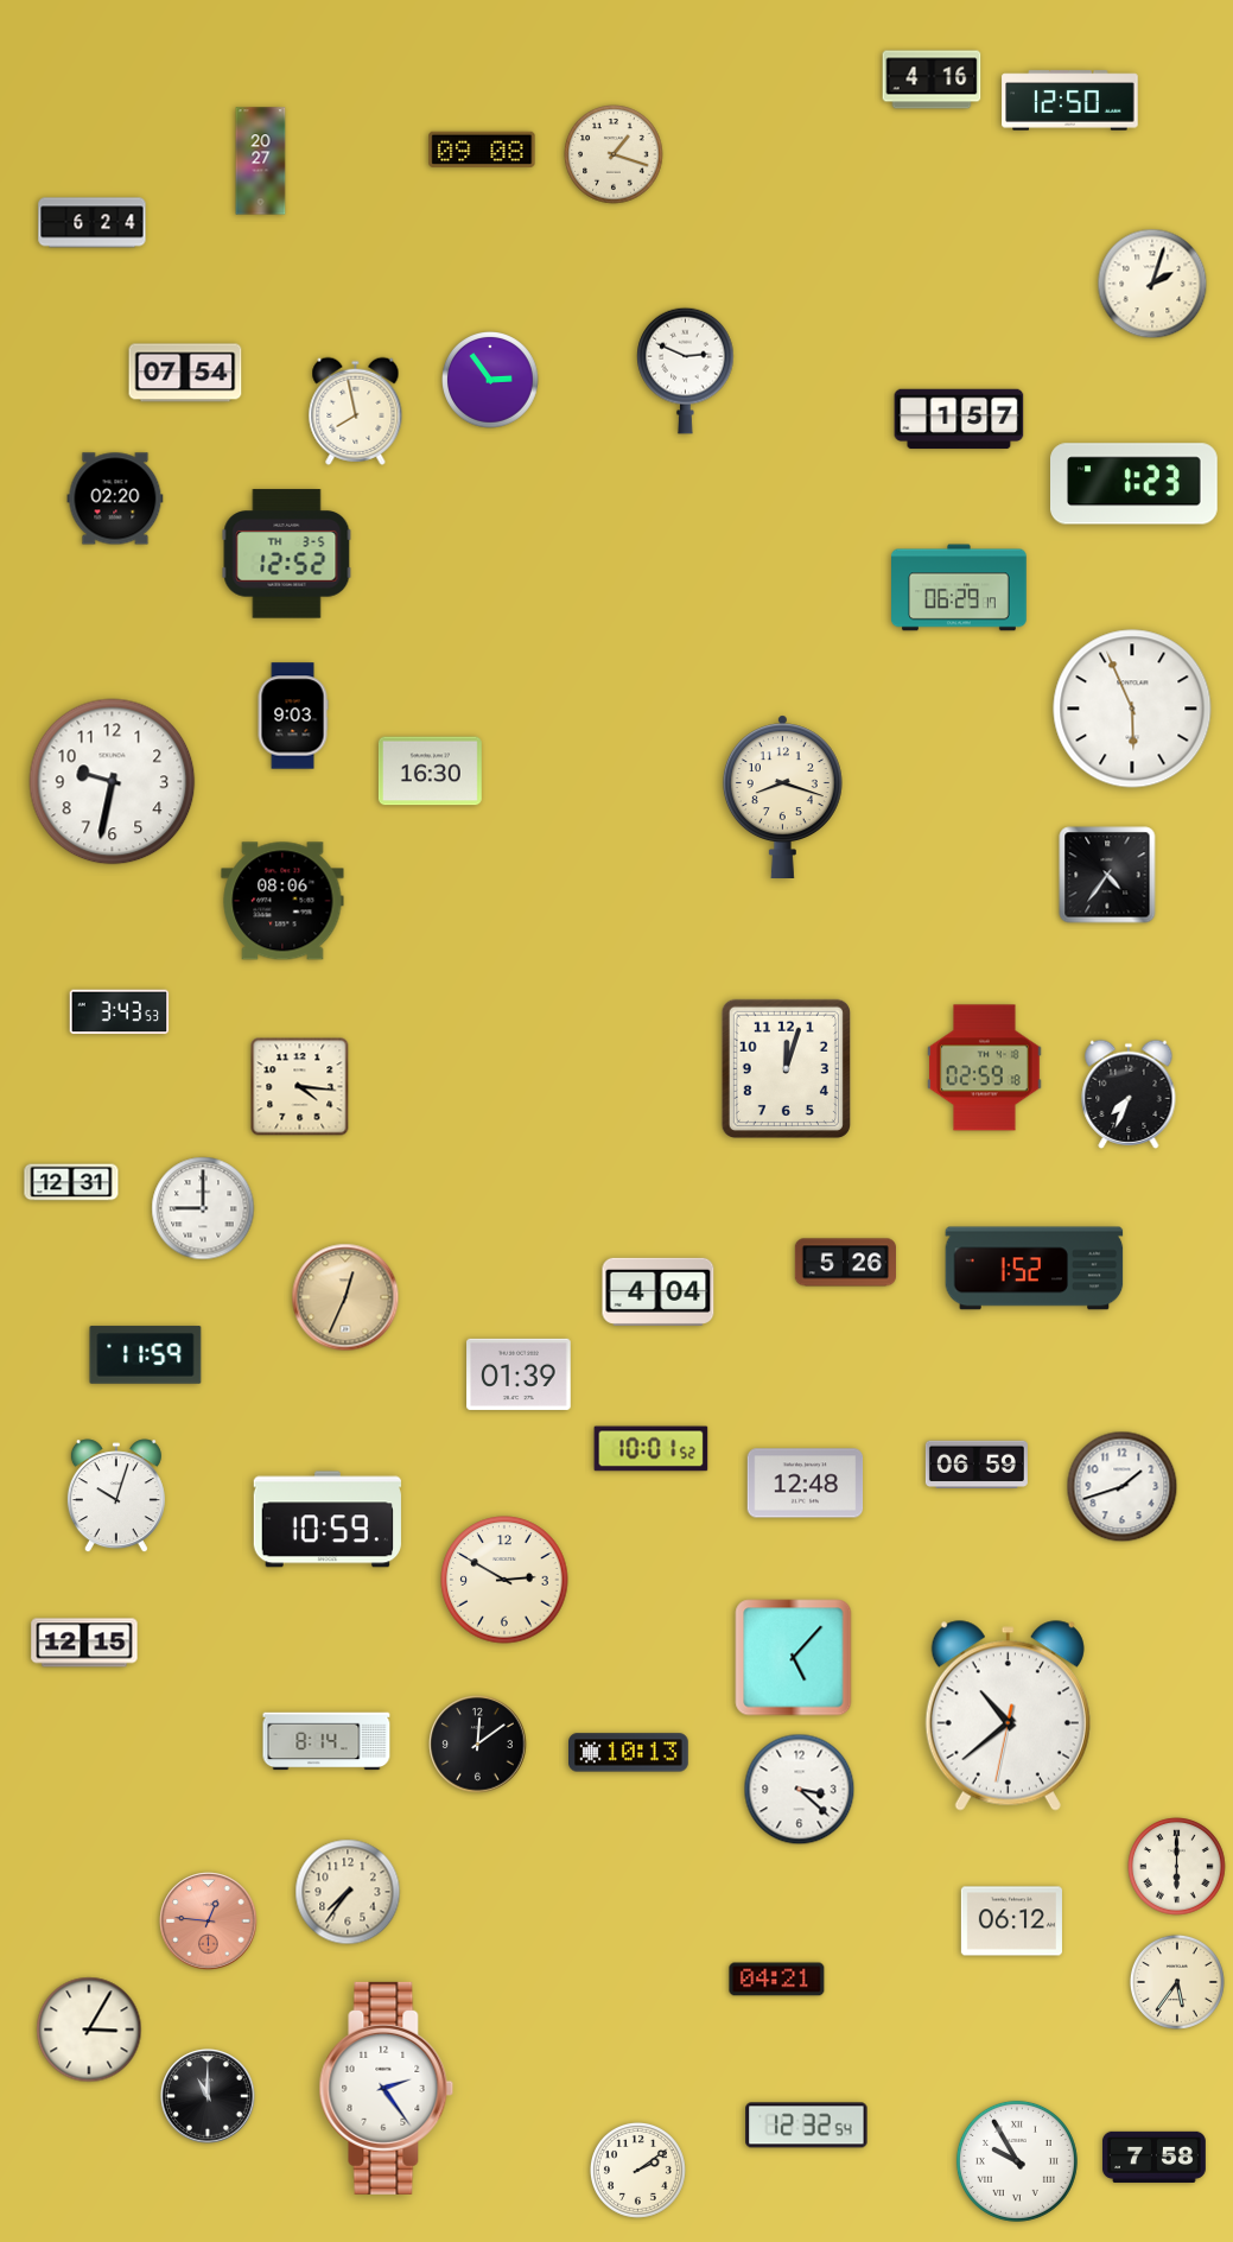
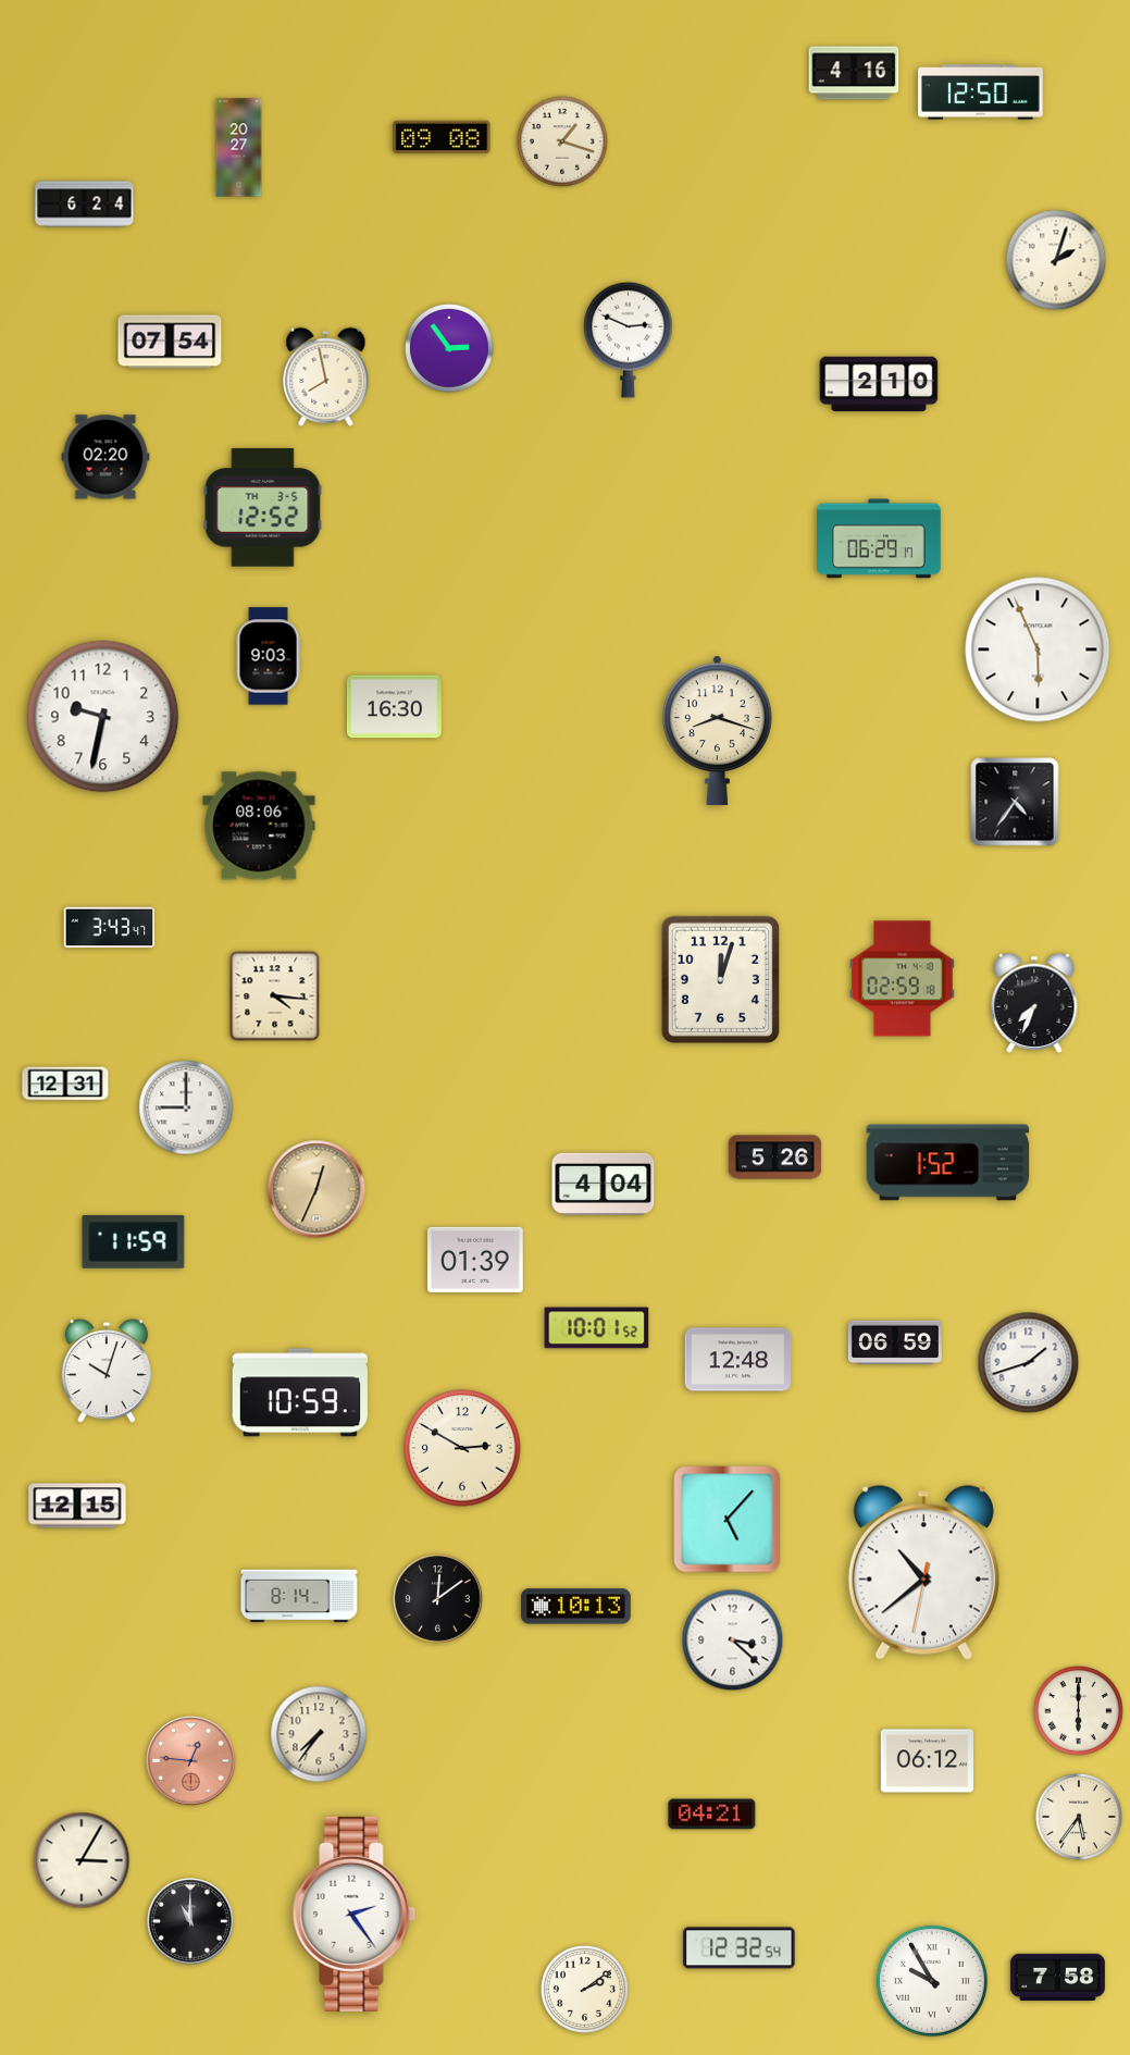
clock at (959, 419): 1:57 -> 2:10
clock at (1135, 484): 1:23 -> none
clock at (120, 1012): 3:43:53 -> 3:43:47
